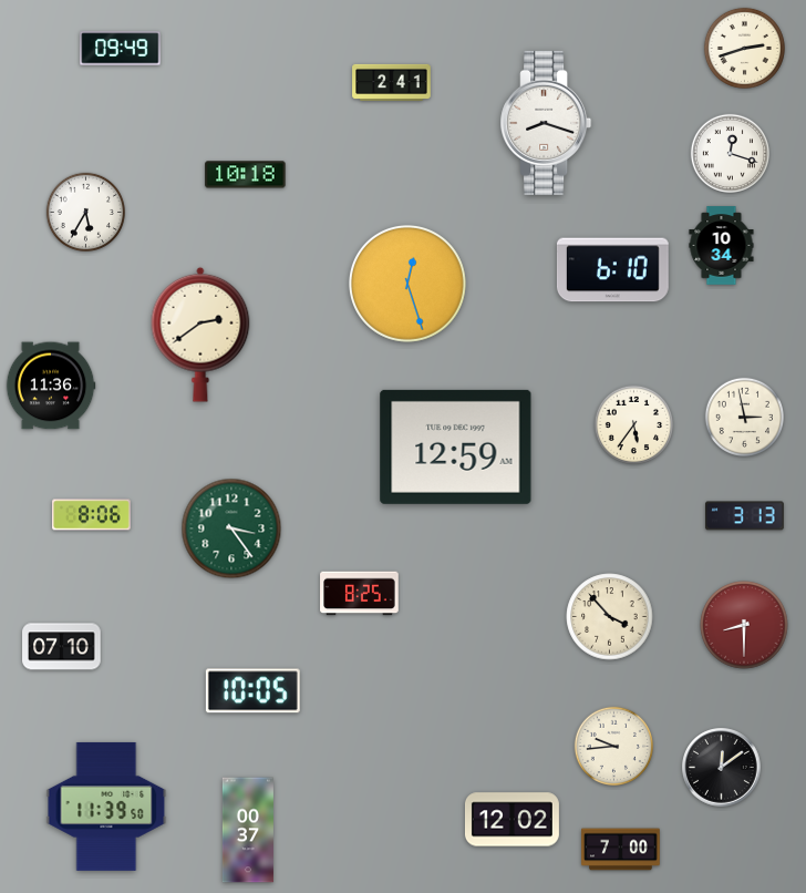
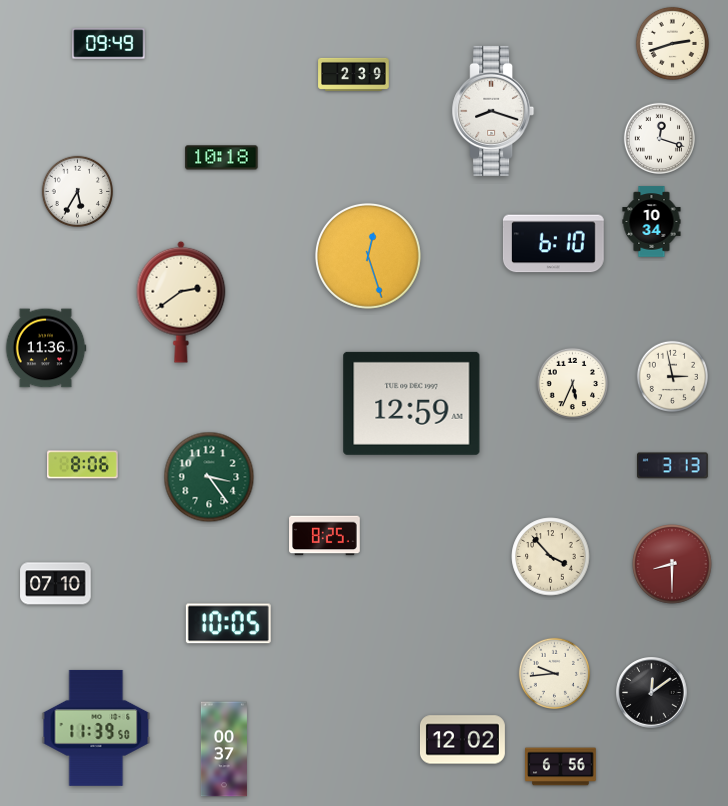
clock at (392, 82): 2:41 -> 2:39
clock at (633, 424): 5:36 -> 5:34
clock at (621, 850): 7:00 -> 6:56
